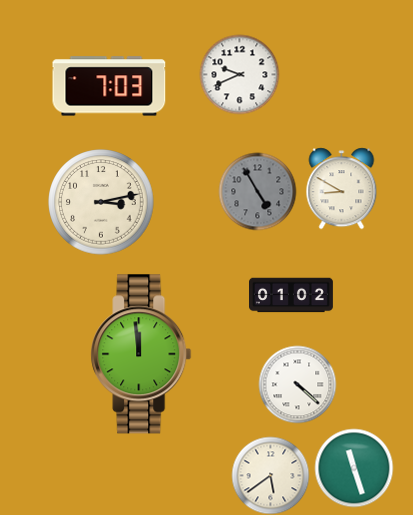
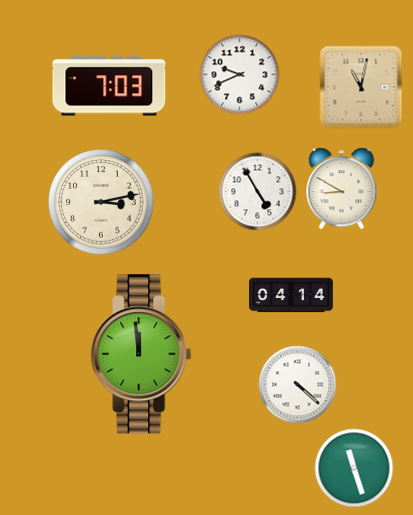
clock at (361, 87): none -> 11:02
clock at (257, 191) dial: grey -> white
clock at (292, 295): 01:02 -> 04:14
clock at (270, 475): 5:39 -> none
